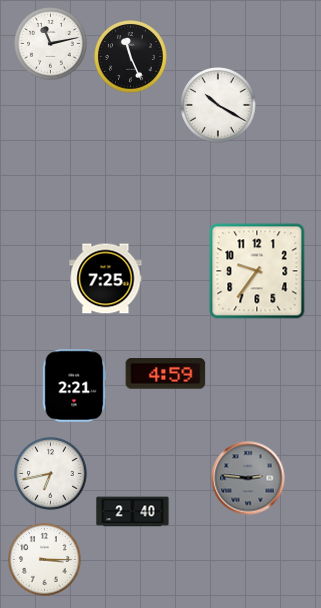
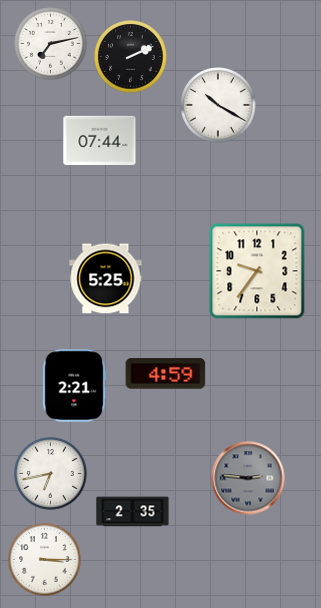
clock at (51, 44): 11:13 -> 7:13
clock at (131, 57): 11:26 -> 2:11
clock at (100, 140): none -> 07:44
clock at (106, 279): 7:25 -> 5:25
clock at (133, 512): 2:40 -> 2:35
